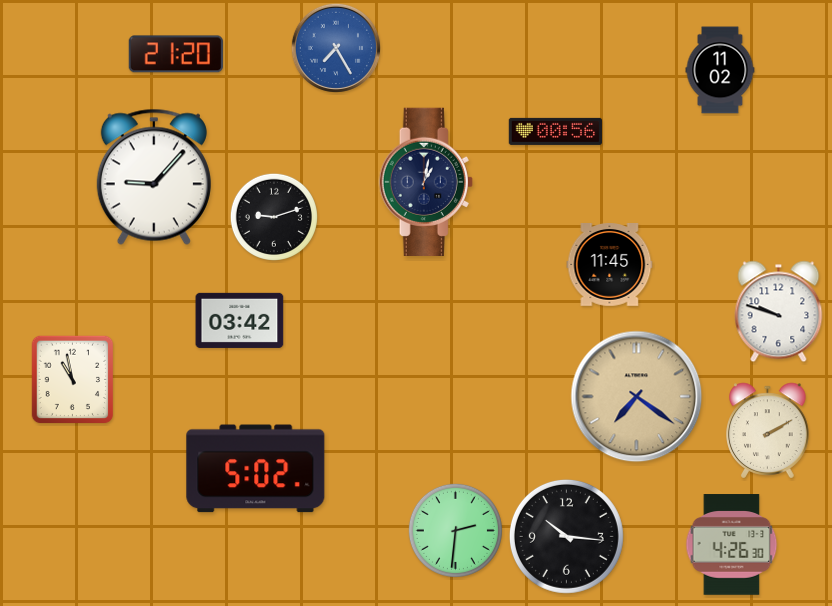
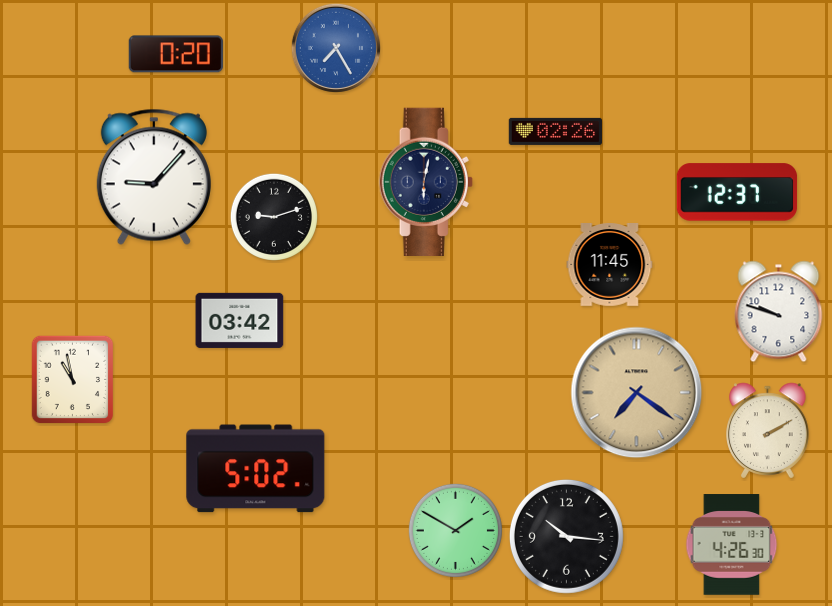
clock at (176, 54): 21:20 -> 0:20
clock at (720, 70): 11:02 -> none
clock at (556, 131): 00:56 -> 02:26
clock at (426, 181): 1:02 -> 6:02
clock at (737, 192): none -> 12:37
clock at (637, 397) position: (637, 397) -> (637, 393)
clock at (455, 530): 2:31 -> 1:50
